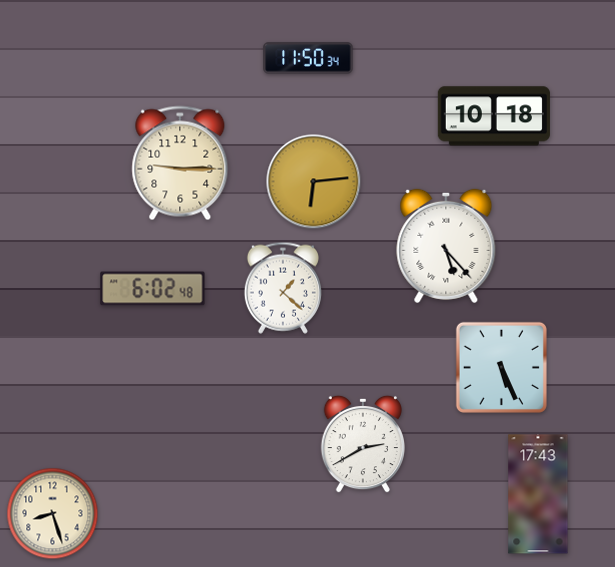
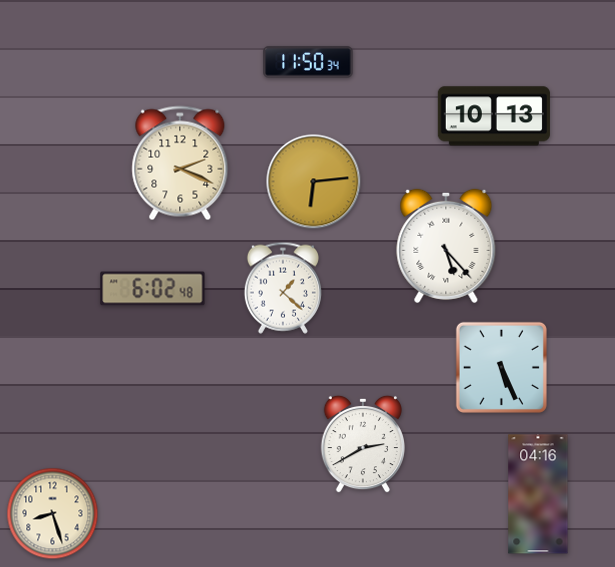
clock at (308, 58) position: (308, 58) -> (308, 62)
clock at (494, 116): 10:18 -> 10:13
clock at (180, 163): 9:15 -> 2:19
clock at (538, 494): 17:43 -> 04:16
